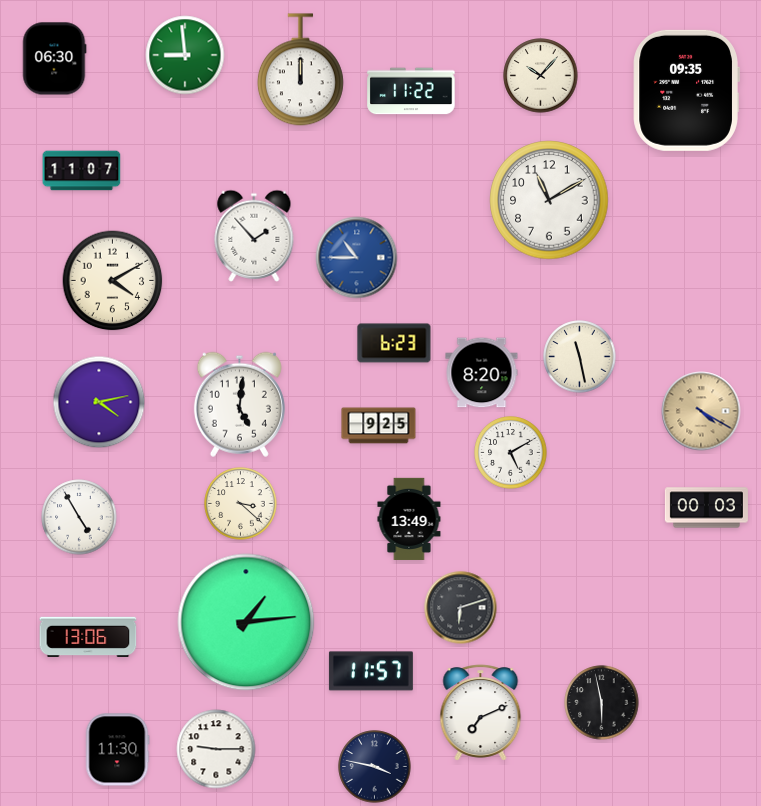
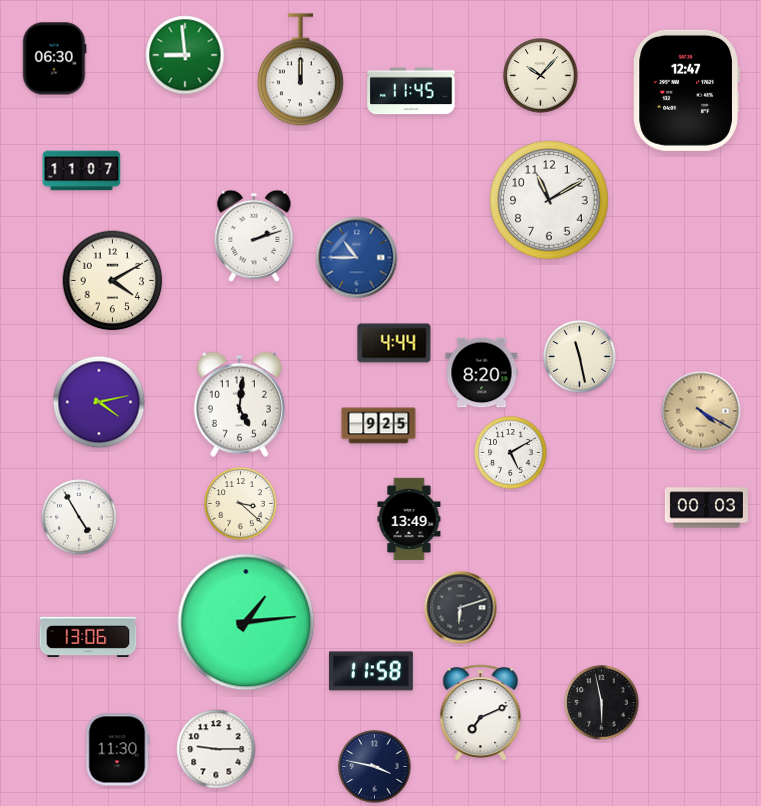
clock at (686, 90): 09:35 -> 12:47
clock at (411, 91): 11:22 -> 11:45
clock at (254, 236): 1:53 -> 2:12
clock at (394, 343): 6:23 -> 4:44
clock at (371, 671): 11:57 -> 11:58
